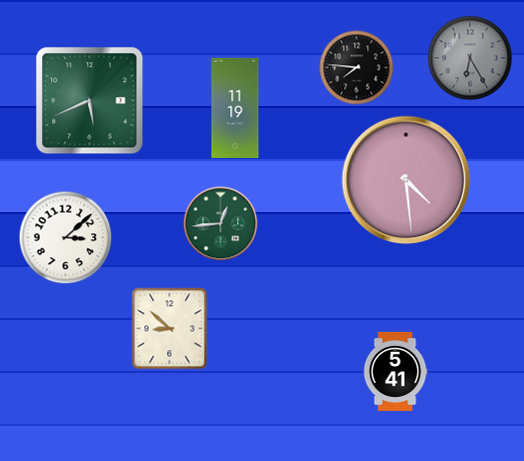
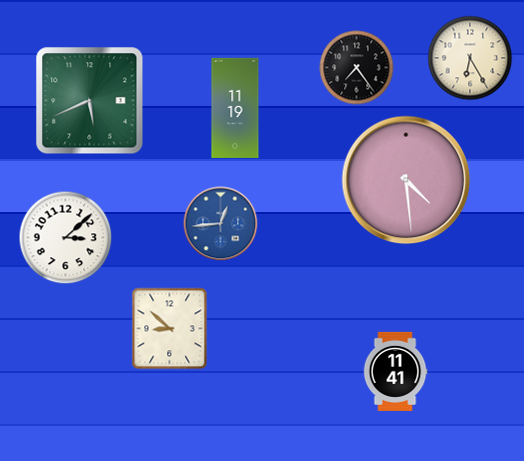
clock at (470, 58) dial: grey -> cream
clock at (357, 68): 7:46 -> 7:24
clock at (221, 224) dial: green -> blue
clock at (395, 371): 5:41 -> 11:41
